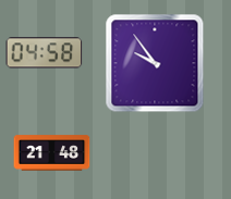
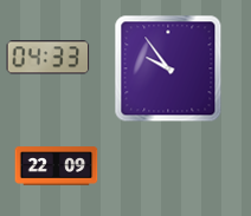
clock at (45, 53): 04:58 -> 04:33
clock at (52, 153): 21:48 -> 22:09
